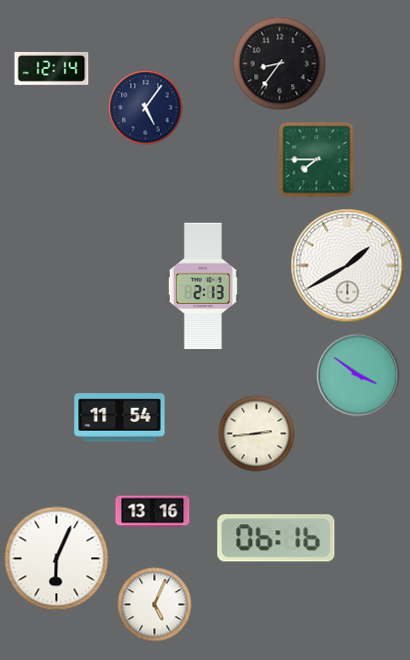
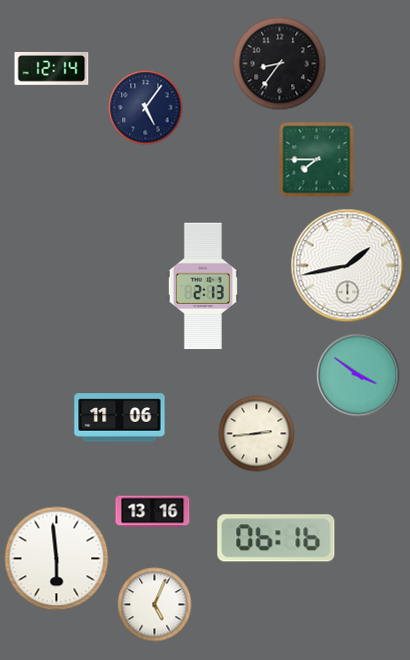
clock at (348, 266): 1:40 -> 1:43
clock at (120, 418): 11:54 -> 11:06
clock at (57, 559): 6:04 -> 5:59
